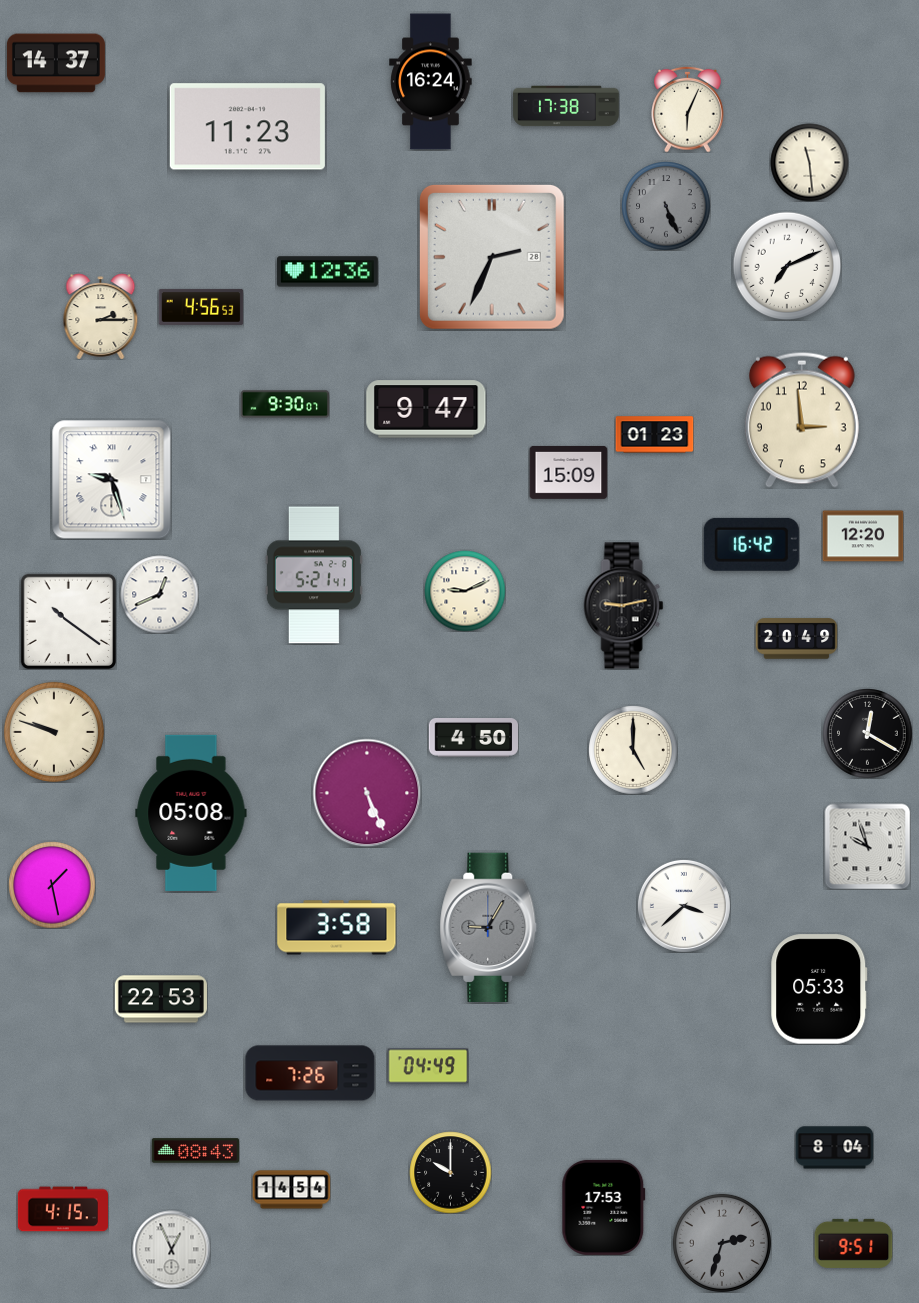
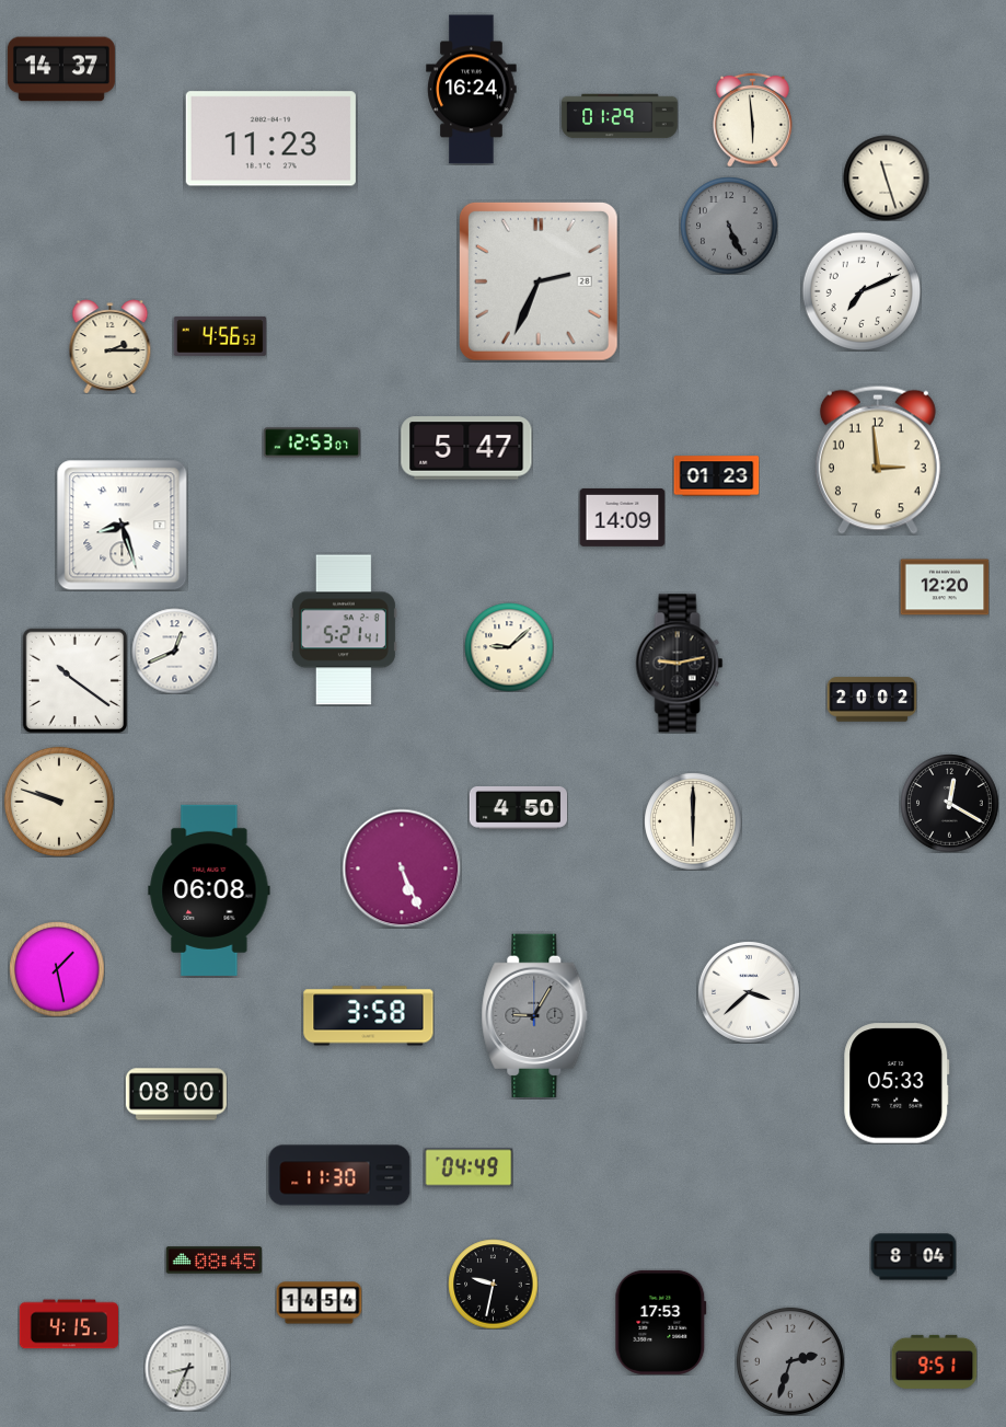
clock at (566, 106): 17:38 -> 01:29
clock at (688, 109): 6:04 -> 5:59
clock at (809, 162): 11:29 -> 11:27
clock at (327, 272): 12:36 -> none
clock at (285, 404): 9:30 -> 12:53
clock at (426, 409): 9:47 -> 5:47
clock at (568, 472): 15:09 -> 14:09
clock at (111, 479): 9:27 -> 8:27
clock at (751, 544): 16:42 -> none
clock at (465, 591): 9:11 -> 9:08
clock at (624, 606) position: (624, 606) -> (680, 664)
clock at (796, 639): 20:49 -> 20:02
clock at (633, 750): 5:00 -> 6:00
clock at (191, 813): 05:08 -> 06:08
clock at (867, 846): 9:57 -> none
clock at (161, 999): 22:53 -> 08:00
clock at (310, 1073): 7:26 -> 11:30
clock at (195, 1151): 08:43 -> 08:45
clock at (450, 1172): 10:00 -> 9:32
clock at (171, 1249): 12:56 -> 8:34
